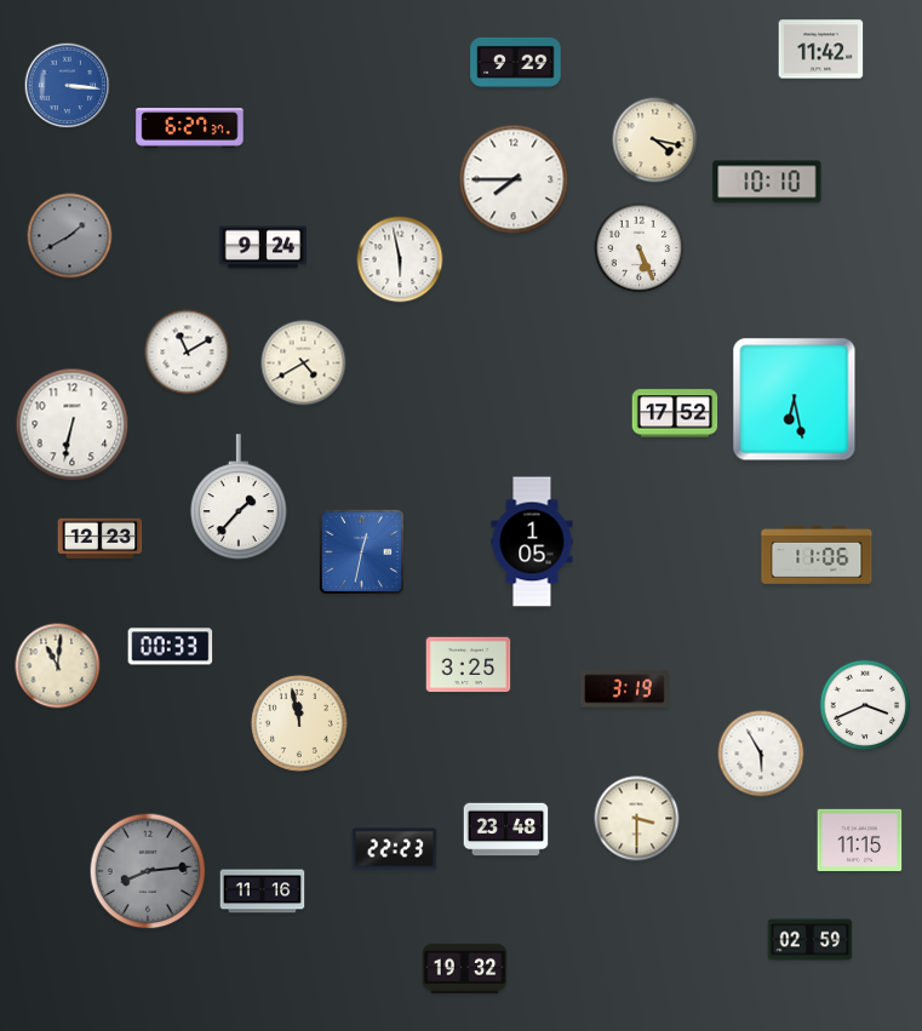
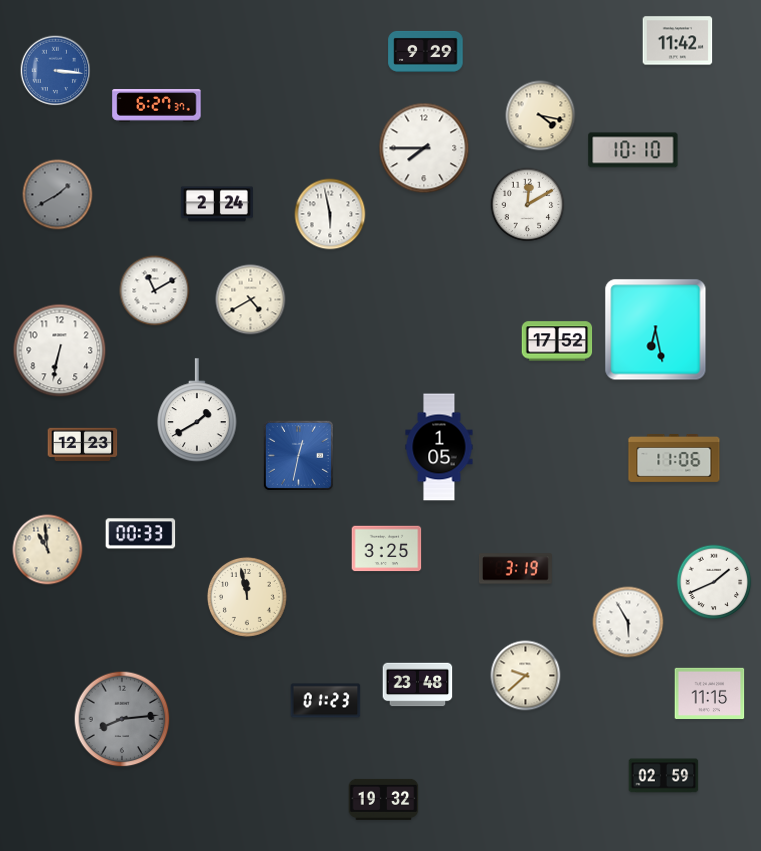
clock at (263, 247): 9:24 -> 2:24
clock at (640, 248): 5:26 -> 12:10
clock at (240, 497): 1:37 -> 1:40
clock at (58, 666): 11:01 -> 10:59
clock at (865, 705): 3:41 -> 1:41
clock at (637, 819): 3:30 -> 9:38
clock at (395, 849): 22:23 -> 01:23
clock at (263, 892): 11:16 -> none
clock at (811, 940) position: (811, 940) -> (664, 776)
